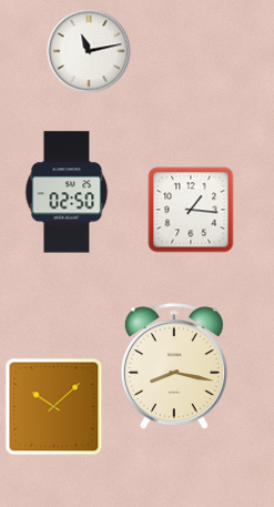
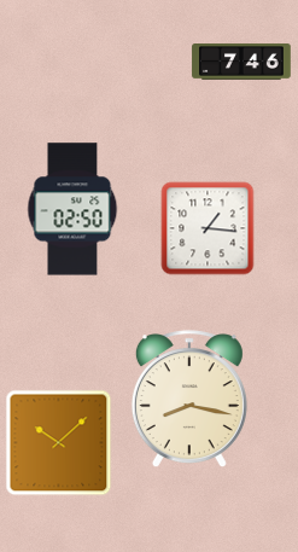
clock at (89, 51): 11:13 -> none
clock at (241, 63): none -> 7:46
